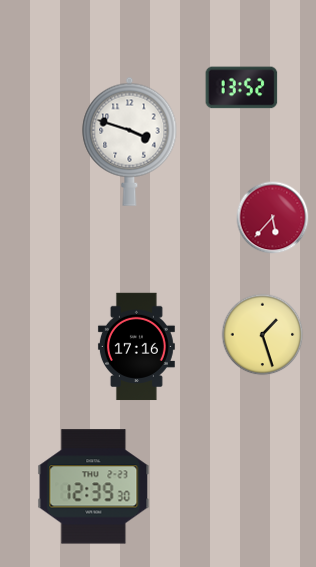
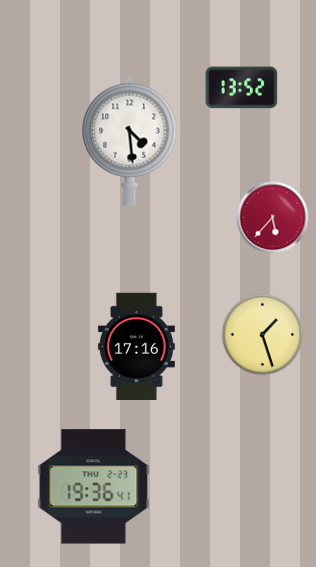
clock at (130, 141): 3:48 -> 4:29
clock at (94, 487): 12:39 -> 19:36
